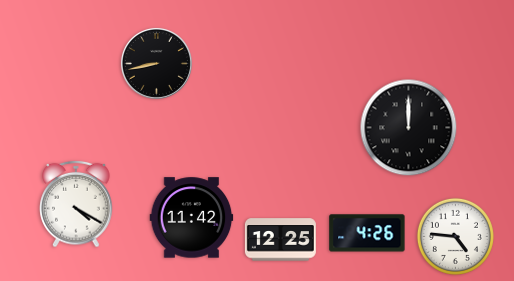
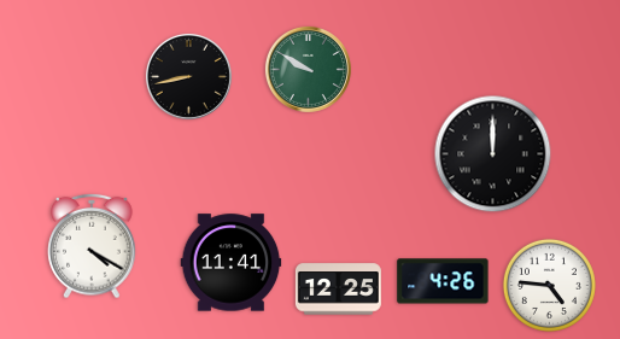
clock at (308, 69): none -> 9:50
clock at (192, 218): 11:42 -> 11:41
